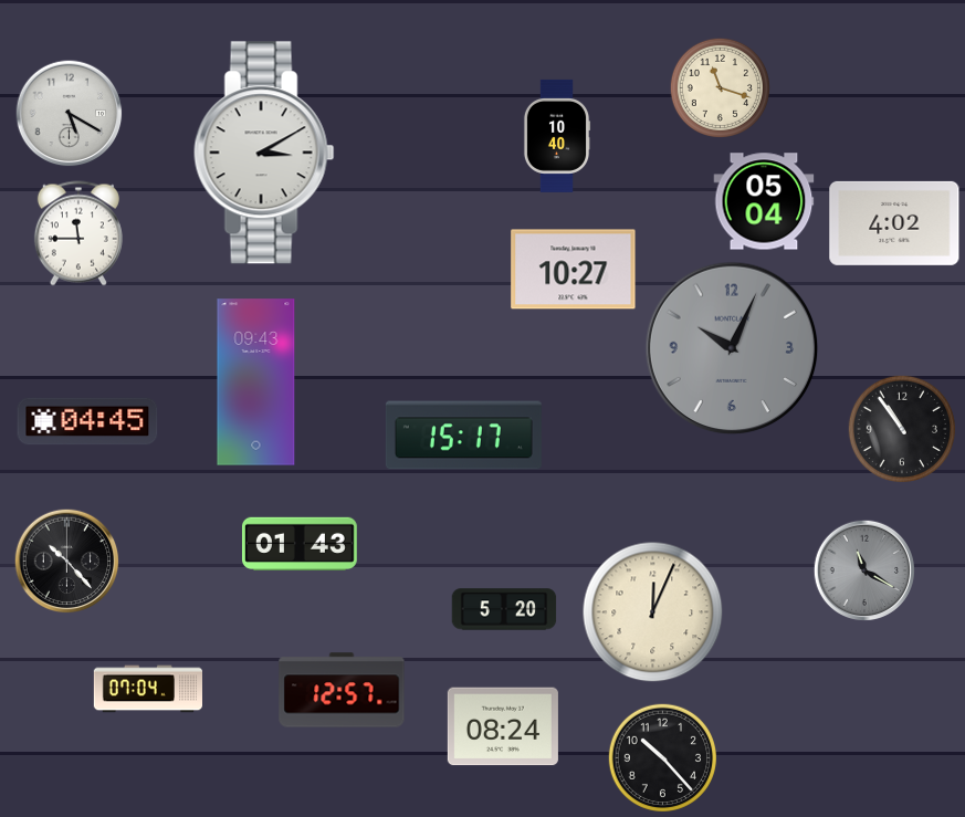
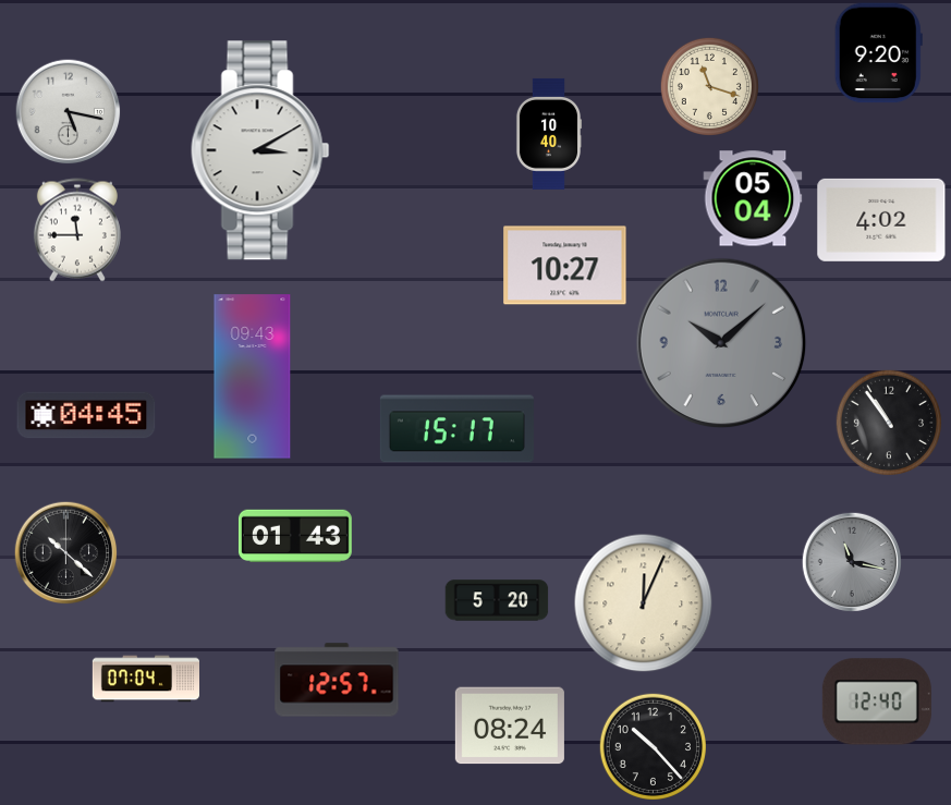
clock at (878, 53): none -> 9:20
clock at (70, 114): 5:20 -> 5:17
clock at (732, 348): 10:04 -> 10:08
clock at (66, 561): 10:23 -> 10:22
clock at (863, 569): 11:20 -> 11:17
clock at (877, 702): none -> 12:40
clock at (503, 726) position: (503, 726) -> (510, 725)
